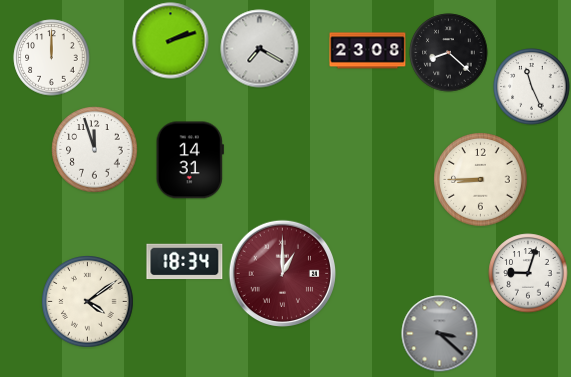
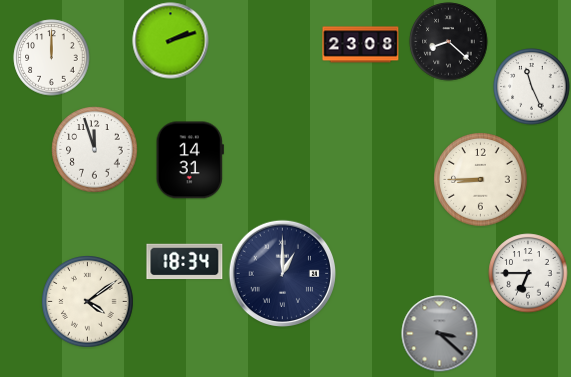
clock at (260, 49): 7:20 -> none
clock at (368, 51) position: (368, 51) -> (361, 45)
clock at (449, 53) position: (449, 53) -> (449, 42)
clock at (282, 273) dial: burgundy -> navy
clock at (528, 273): 9:03 -> 6:45
